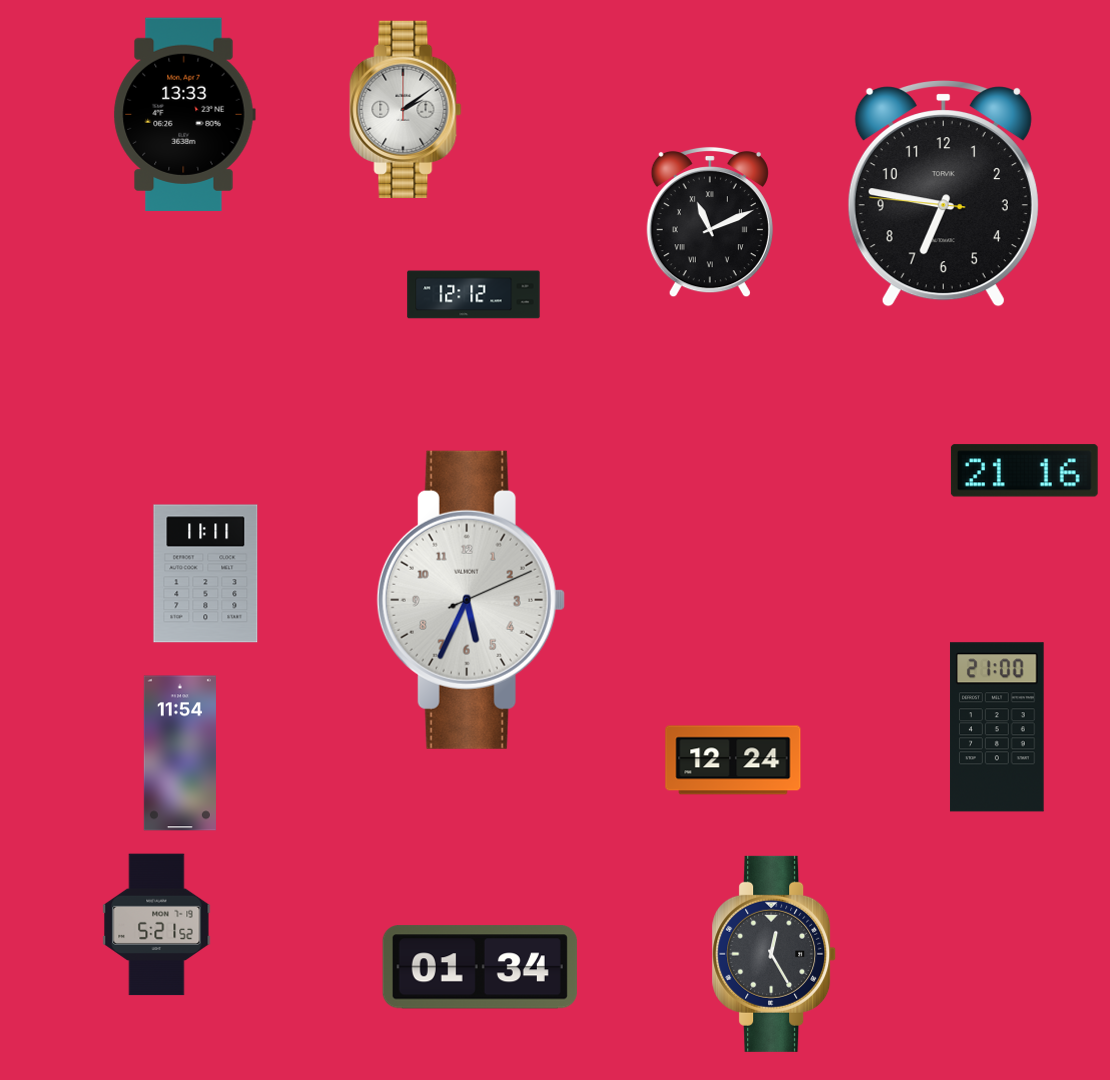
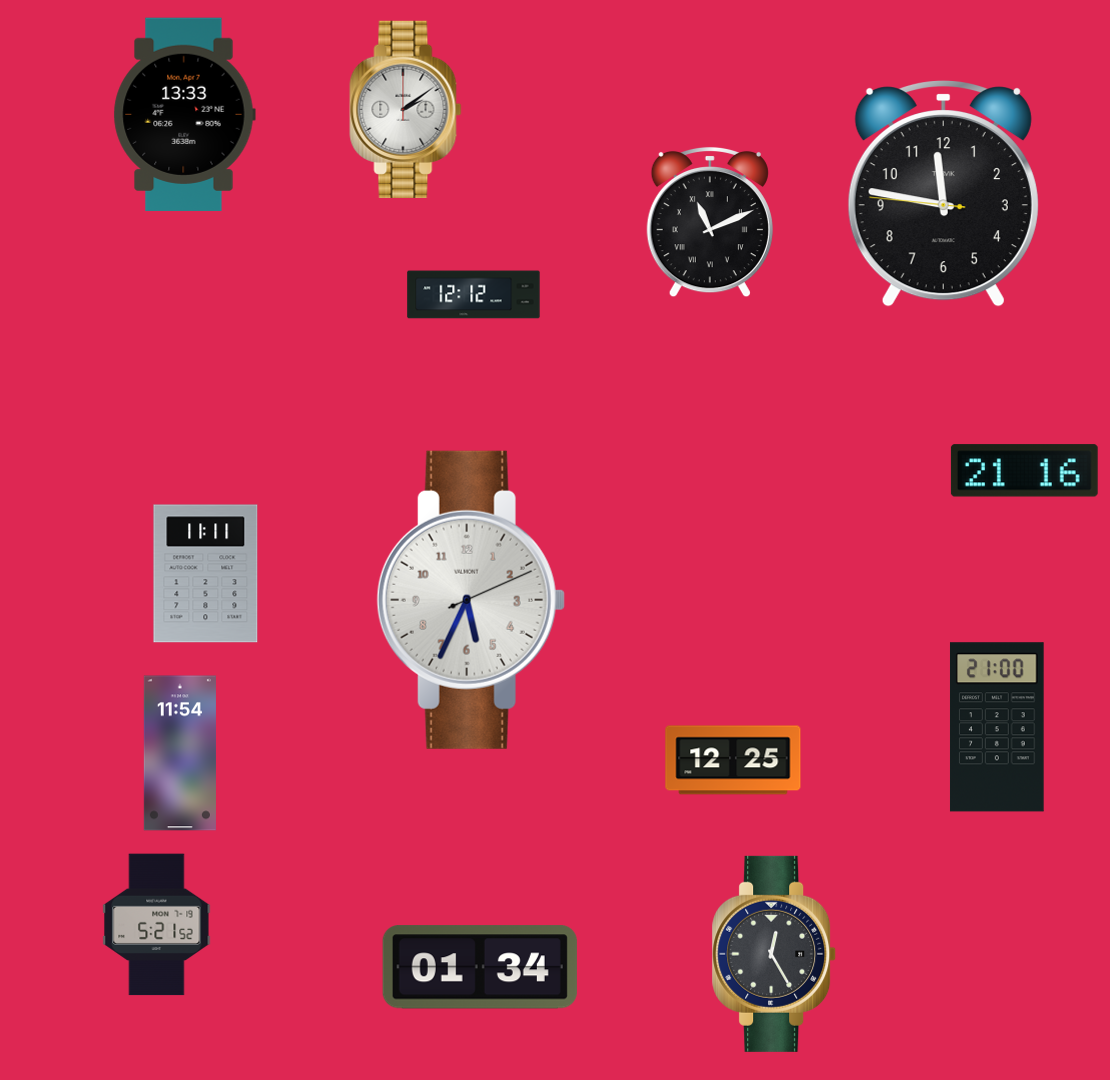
clock at (943, 194): 6:46 -> 11:46
clock at (733, 760): 12:24 -> 12:25
